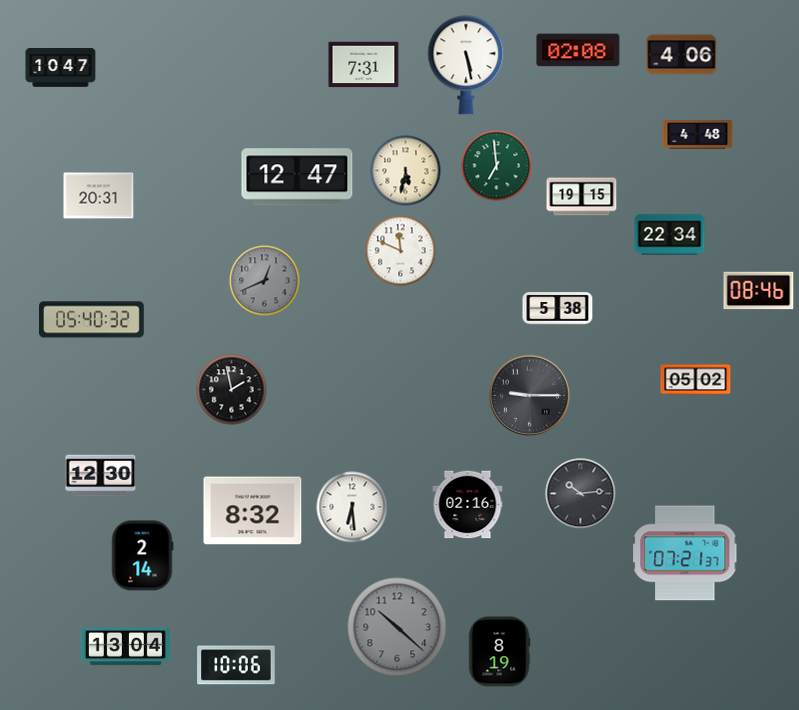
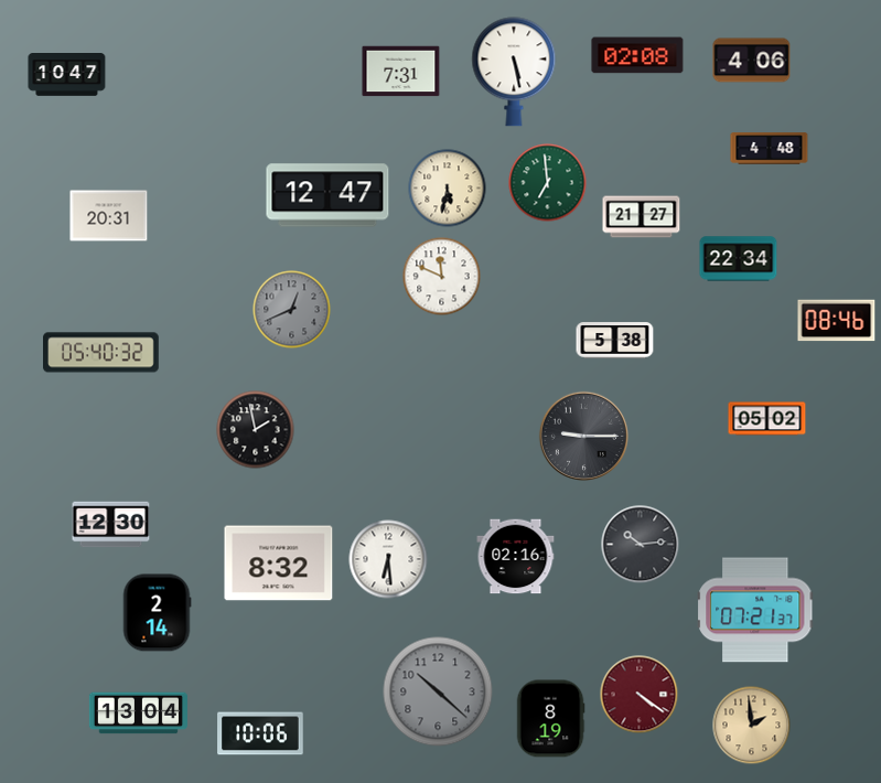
clock at (582, 197): 19:15 -> 21:27
clock at (640, 695): none -> 4:21
clock at (752, 726): none -> 1:59
